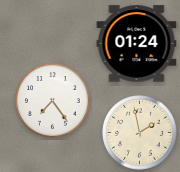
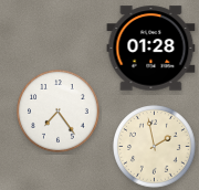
clock at (137, 44): 01:24 -> 01:28
